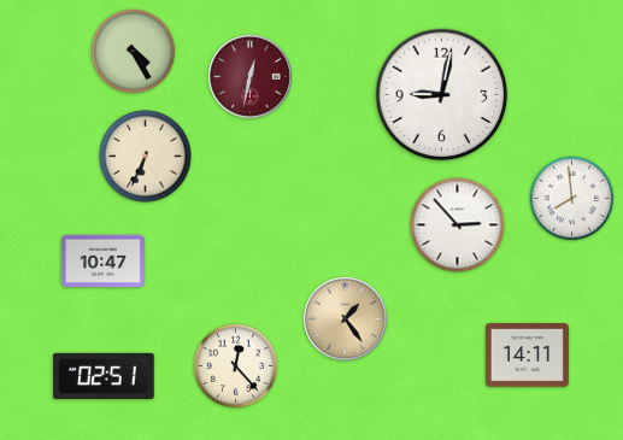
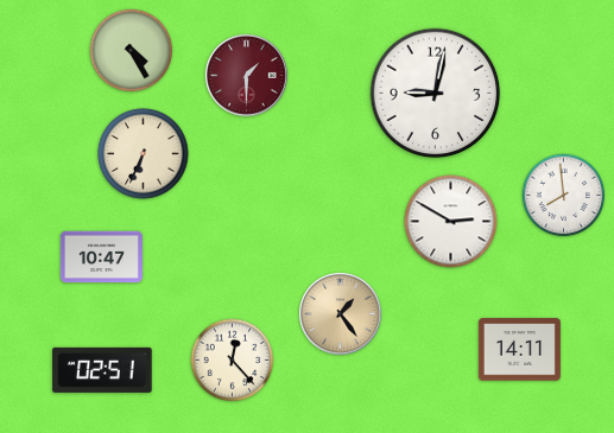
clock at (251, 77): 12:32 -> 1:30
clock at (458, 225): 2:53 -> 2:50
